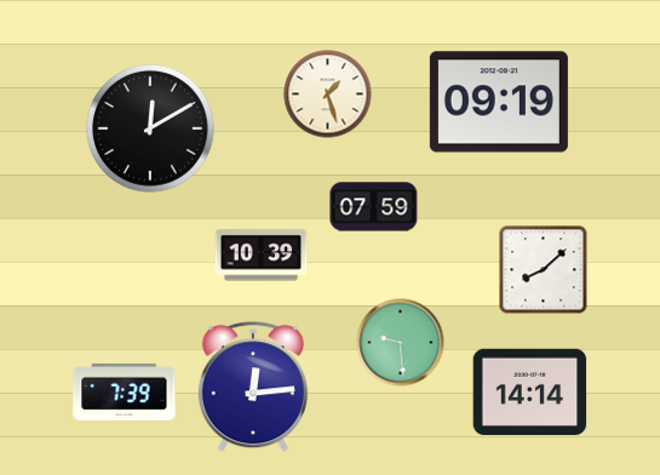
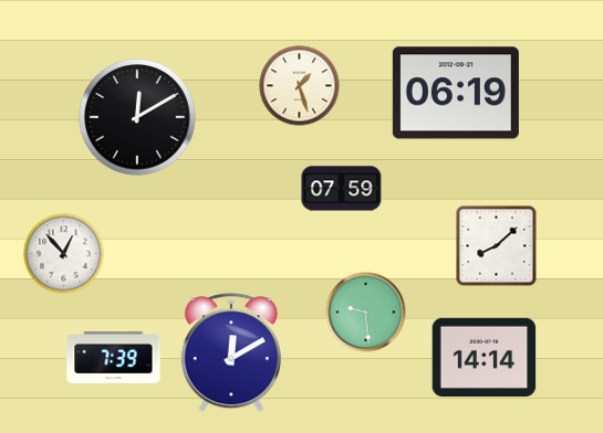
clock at (499, 102): 09:19 -> 06:19
clock at (262, 256): 10:39 -> none
clock at (64, 254): none -> 12:53
clock at (253, 388): 12:14 -> 12:10
